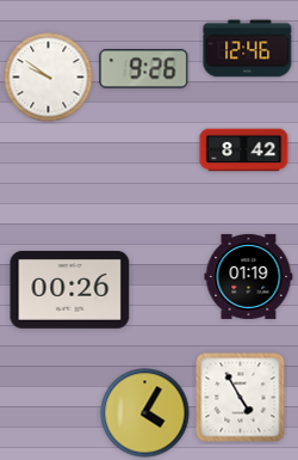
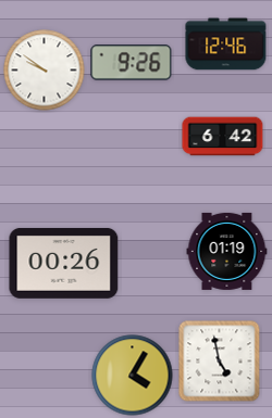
clock at (244, 151): 8:42 -> 6:42
clock at (241, 398): 4:55 -> 4:58
